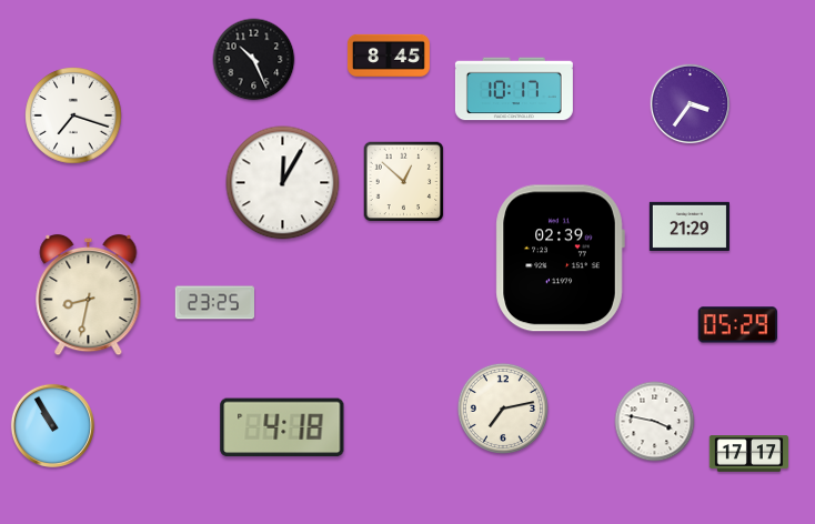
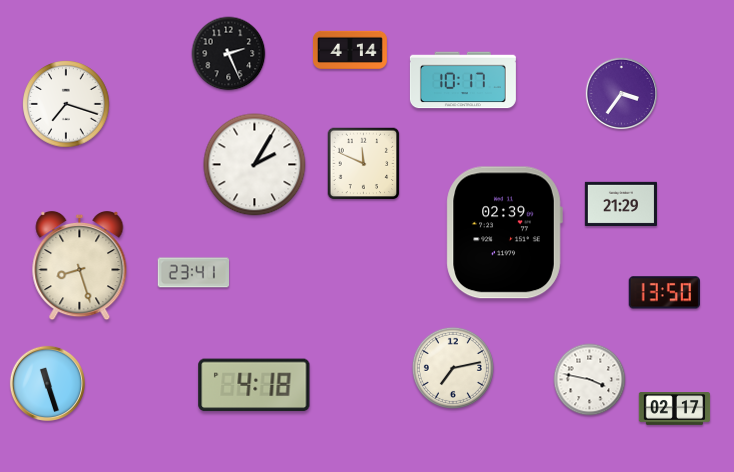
clock at (389, 56): 8:45 -> 4:14
clock at (254, 60): 10:26 -> 2:26
clock at (404, 182): 12:52 -> 11:49
clock at (283, 183): 12:05 -> 2:05
clock at (89, 295): 8:32 -> 8:27
clock at (214, 303): 23:25 -> 23:41
clock at (737, 325): 05:29 -> 13:50
clock at (52, 425): 10:55 -> 11:27
clock at (749, 454): 17:17 -> 02:17
